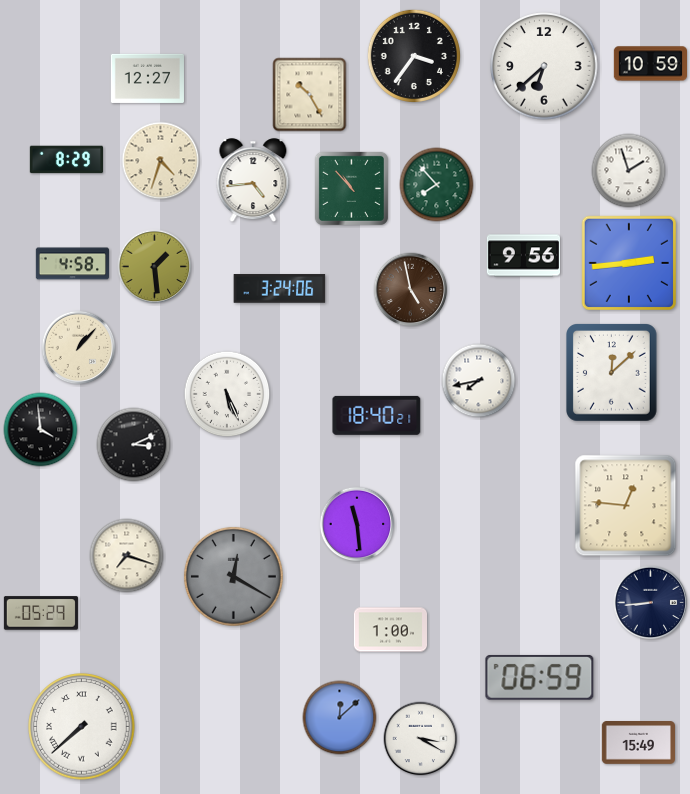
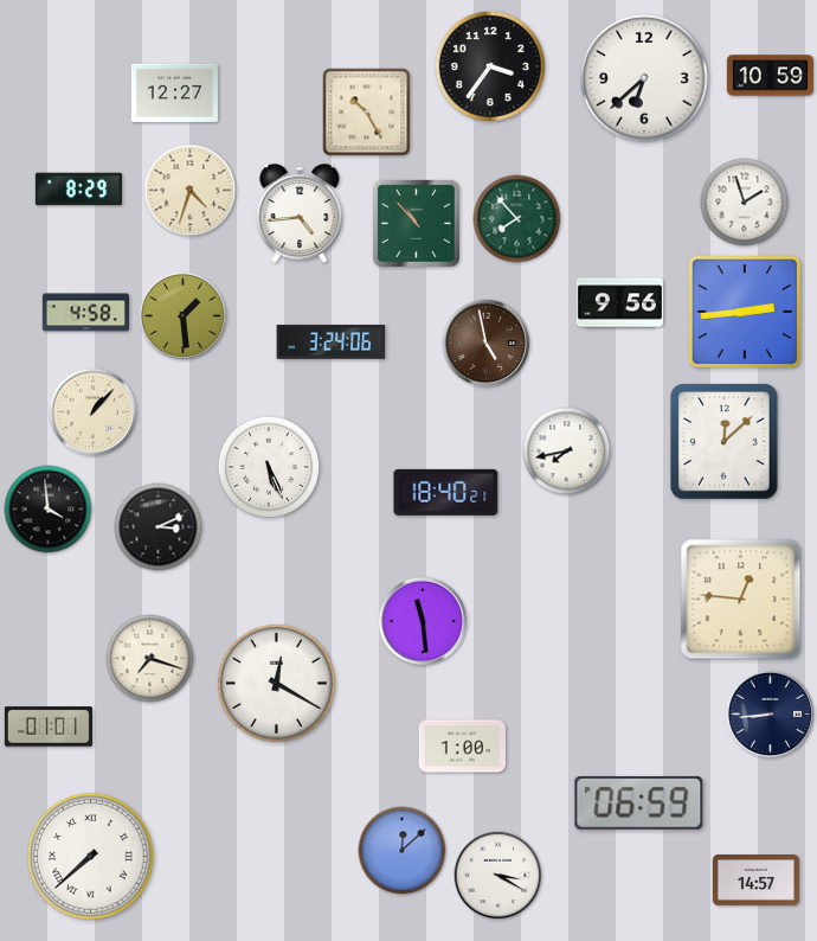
clock at (233, 576) dial: grey -> white
clock at (41, 613): 05:29 -> 01:01
clock at (82, 727) position: (82, 727) -> (91, 857)
clock at (638, 743): 15:49 -> 14:57
